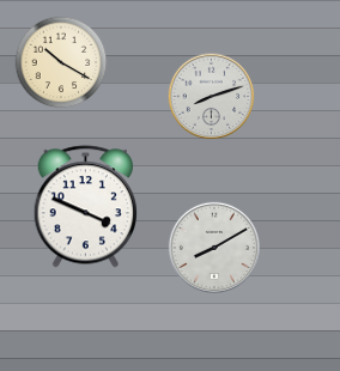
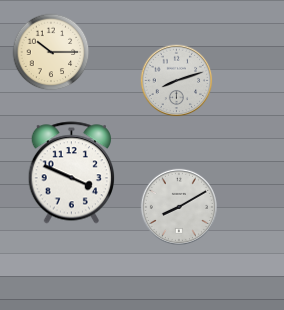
clock at (61, 62): 10:20 -> 10:15
